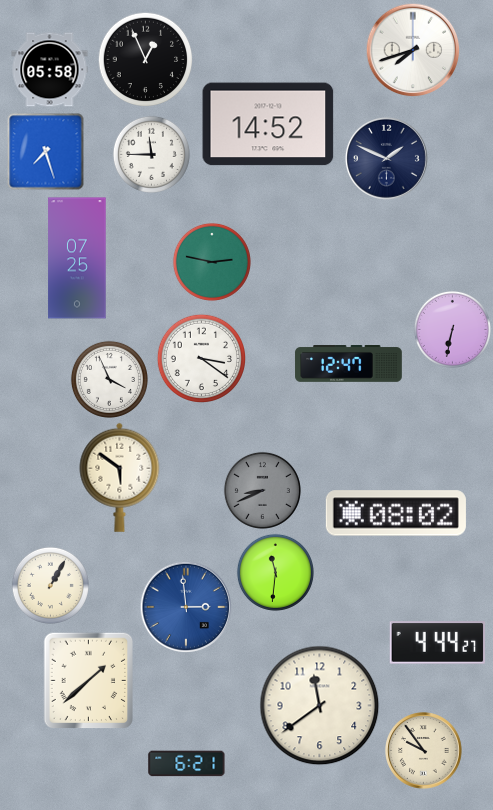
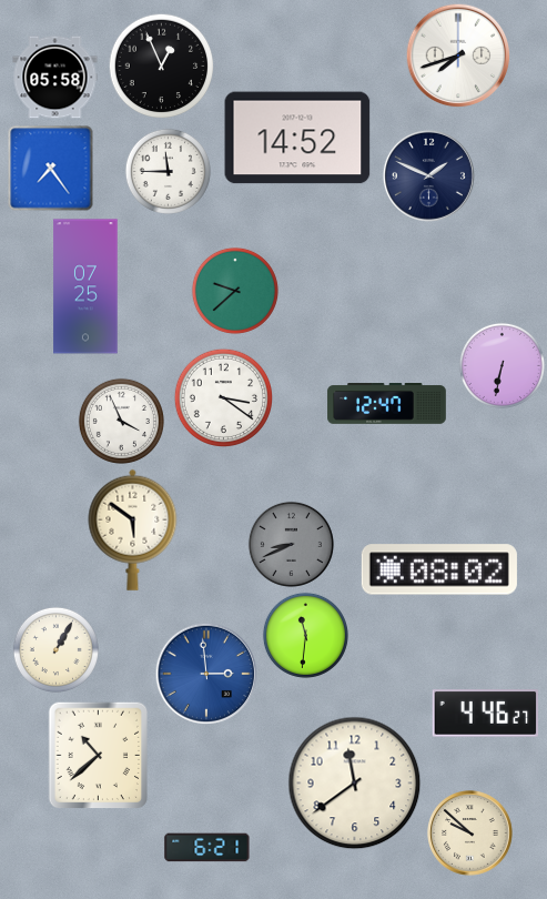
clock at (46, 152): 7:27 -> 7:24
clock at (212, 262): 2:47 -> 9:38
clock at (438, 643): 4:44 -> 4:46
clock at (89, 680): 1:38 -> 10:38
clock at (424, 751): 9:54 -> 9:52
